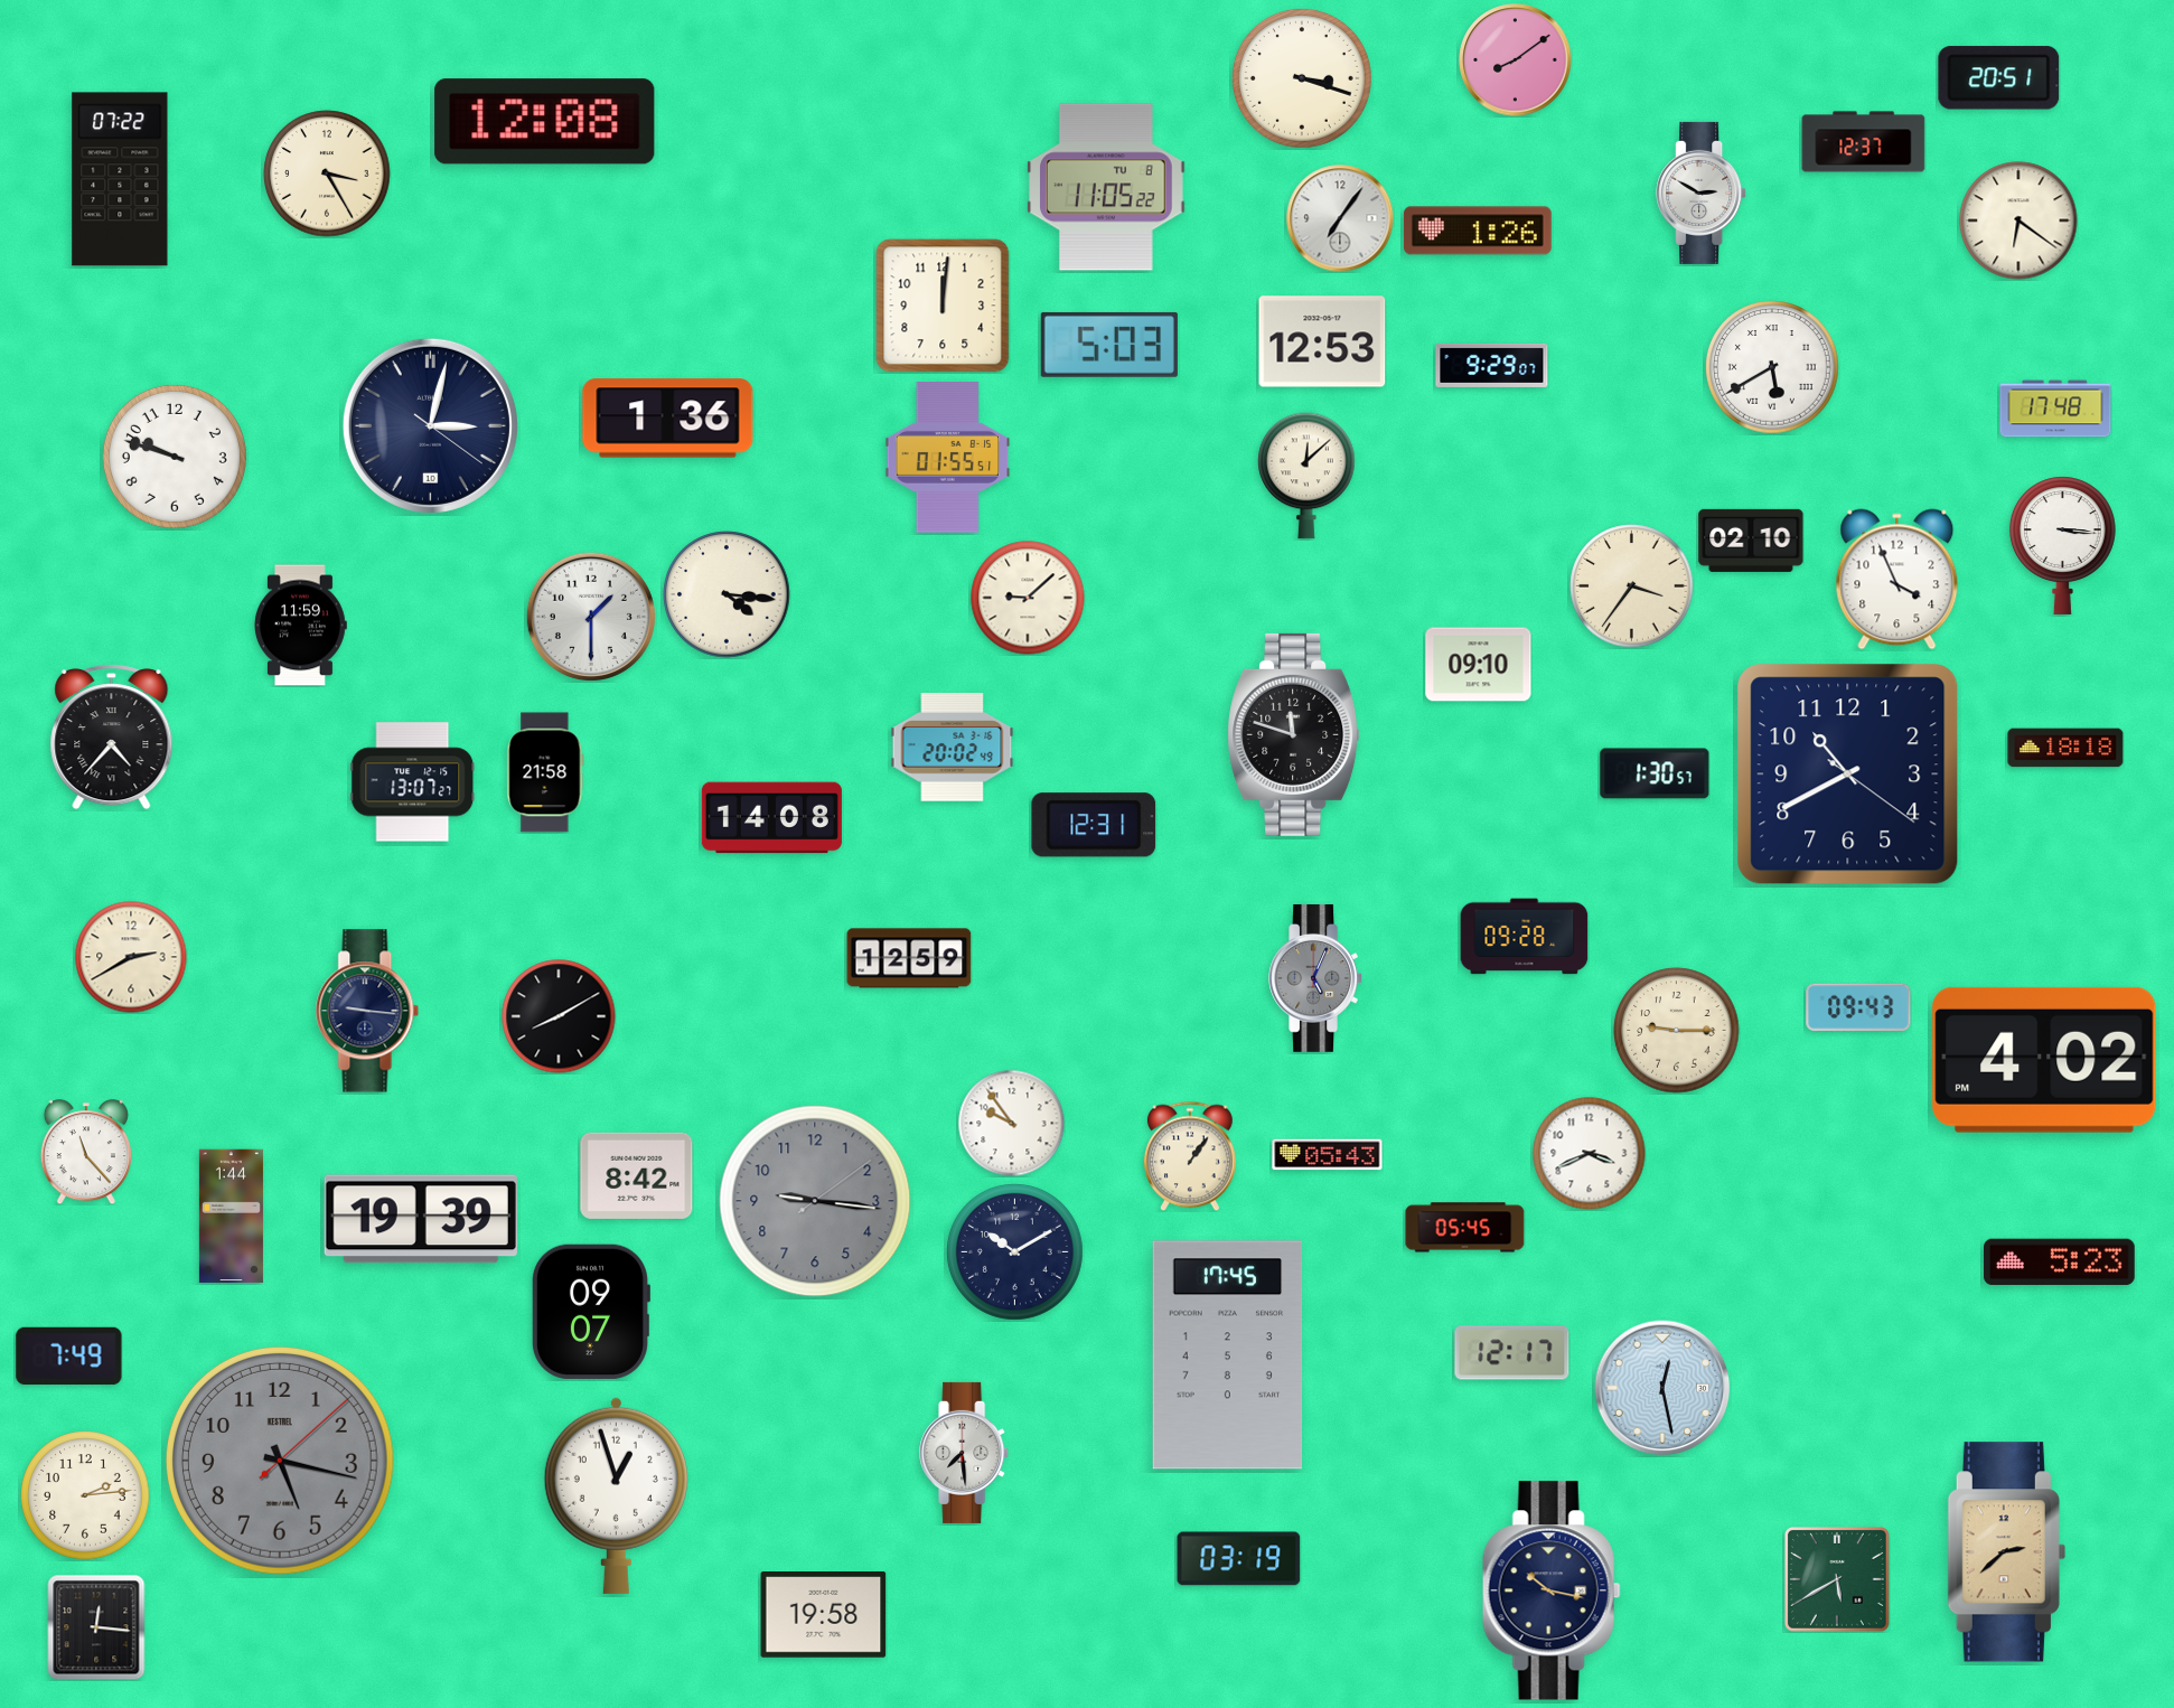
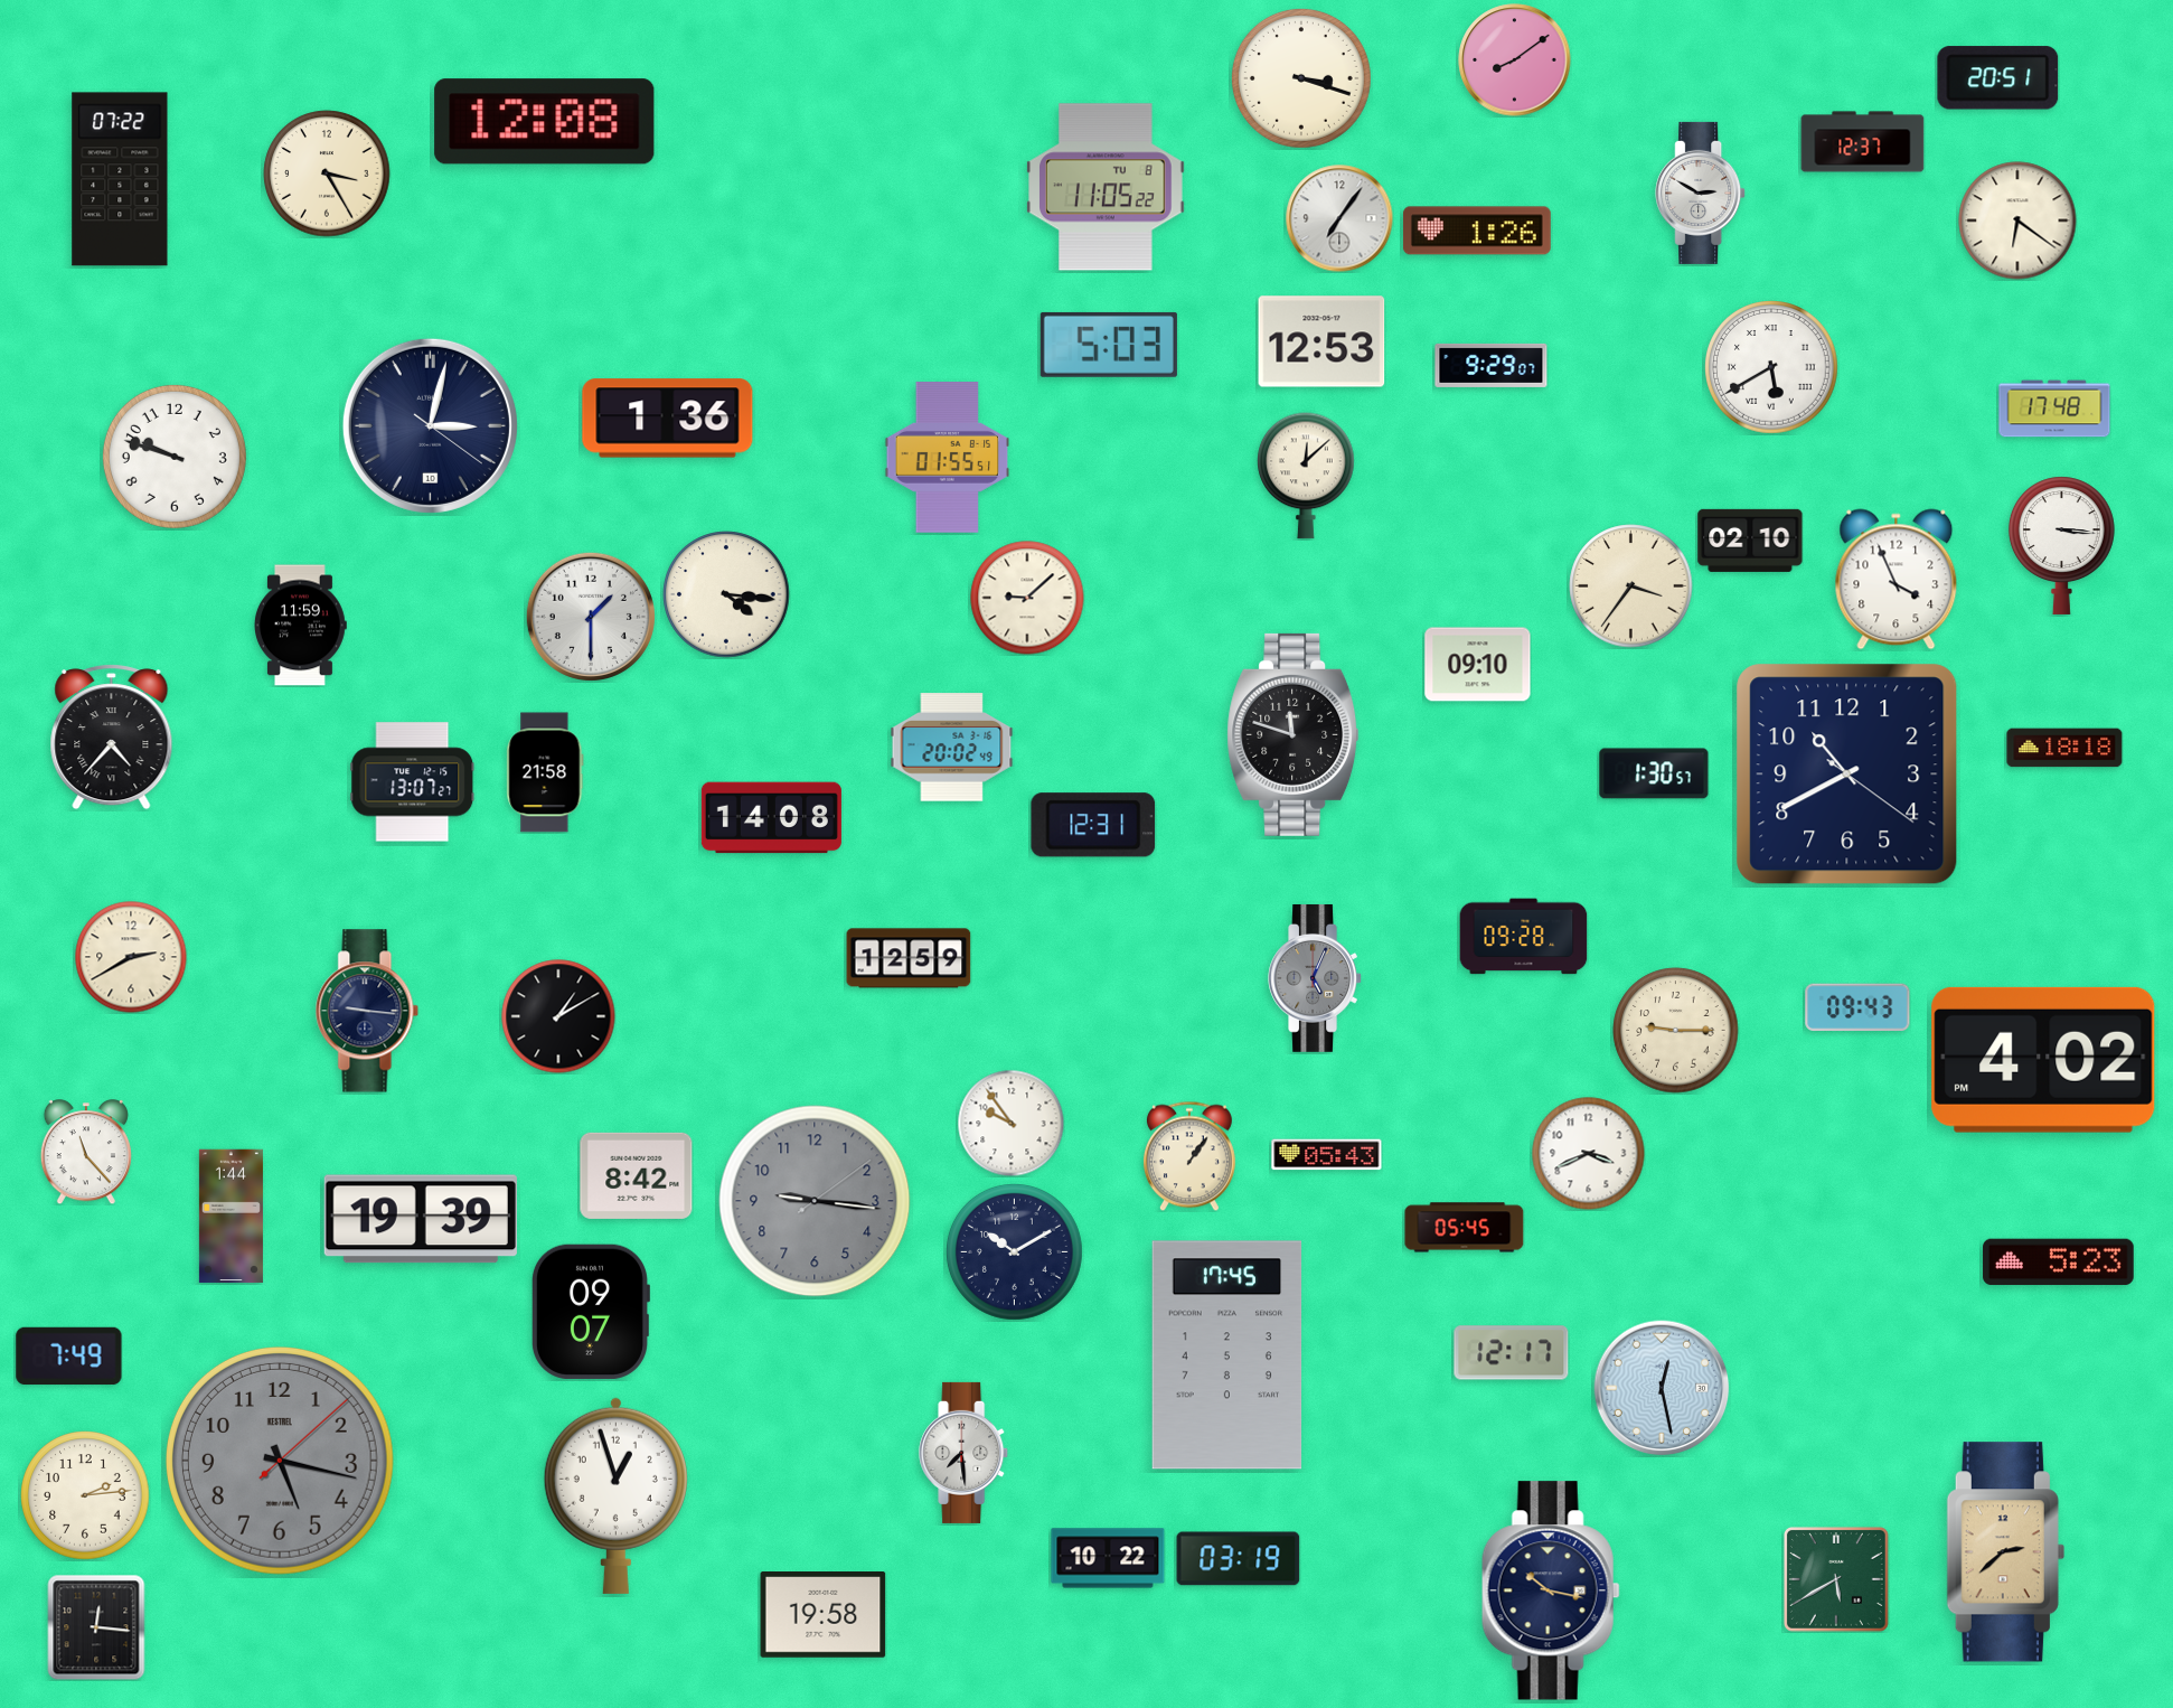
clock at (943, 306): 12:01 -> none
clock at (559, 1016): 8:10 -> 1:10
clock at (1108, 1558): none -> 10:22
